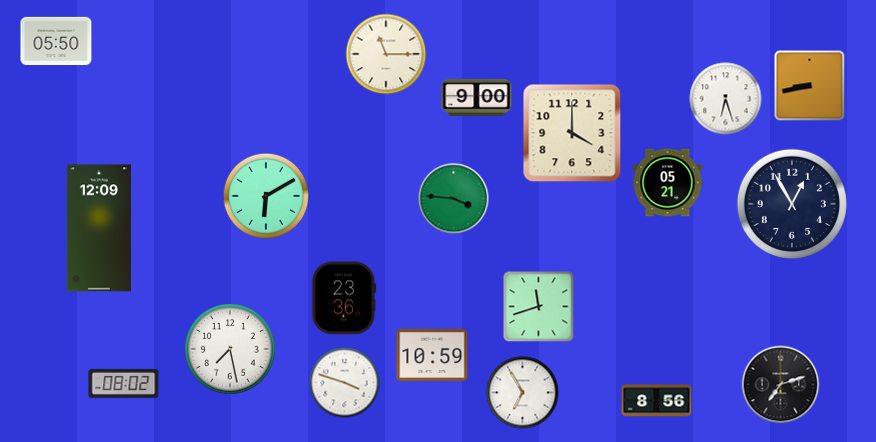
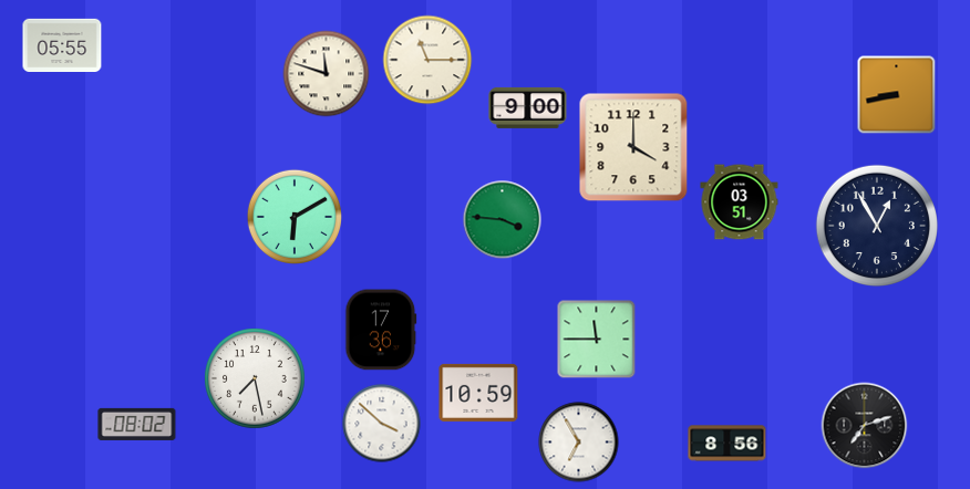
clock at (56, 40): 05:50 -> 05:55
clock at (327, 74): none -> 11:48
clock at (726, 99): 6:27 -> none
clock at (668, 183): 05:21 -> 03:51
clock at (99, 228): 12:09 -> none
clock at (344, 298): 23:36 -> 17:36
clock at (539, 307): 11:42 -> 11:45
clock at (230, 349) position: (230, 349) -> (255, 378)
clock at (345, 383): 3:48 -> 3:52
clock at (523, 393) position: (523, 393) -> (579, 443)
